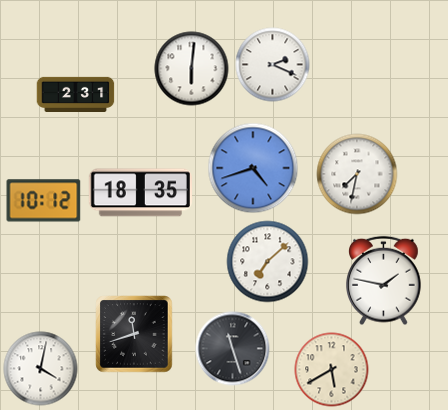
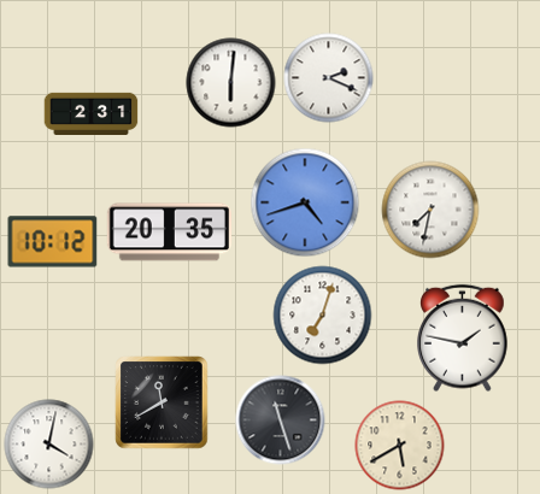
clock at (140, 193): 18:35 -> 20:35
clock at (268, 262): 7:08 -> 7:03
clock at (134, 334): 11:42 -> 11:40
